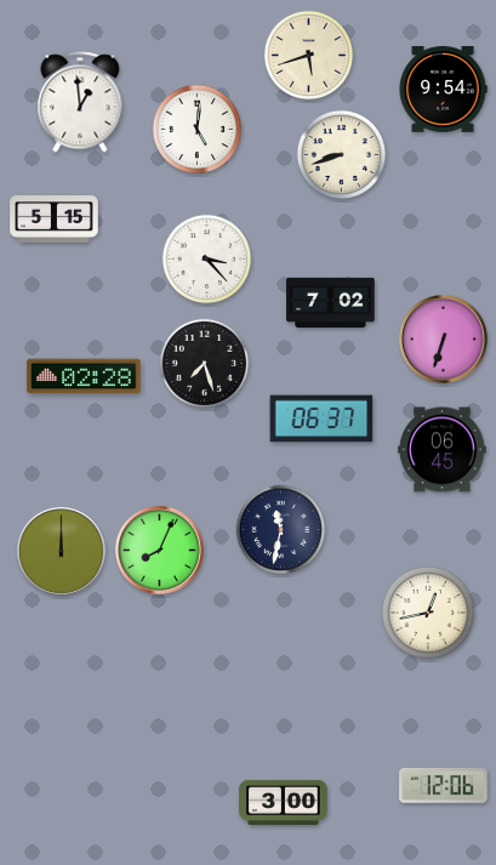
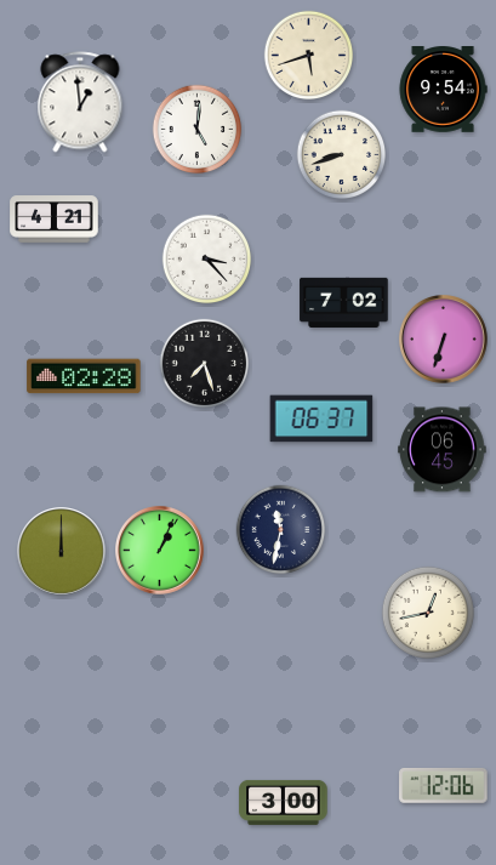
clock at (55, 220): 5:15 -> 4:21
clock at (331, 302) position: (331, 302) -> (344, 302)
clock at (160, 551): 8:04 -> 1:04
